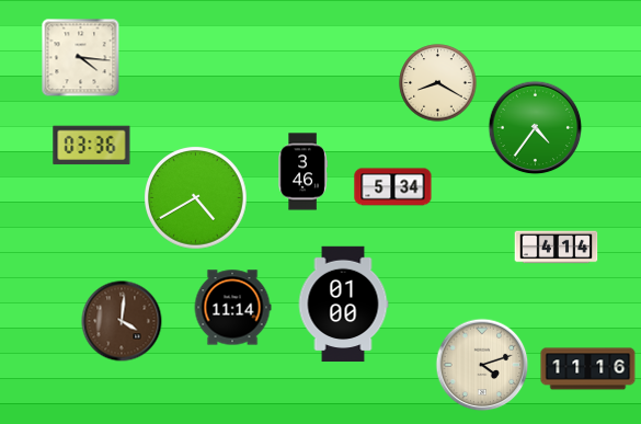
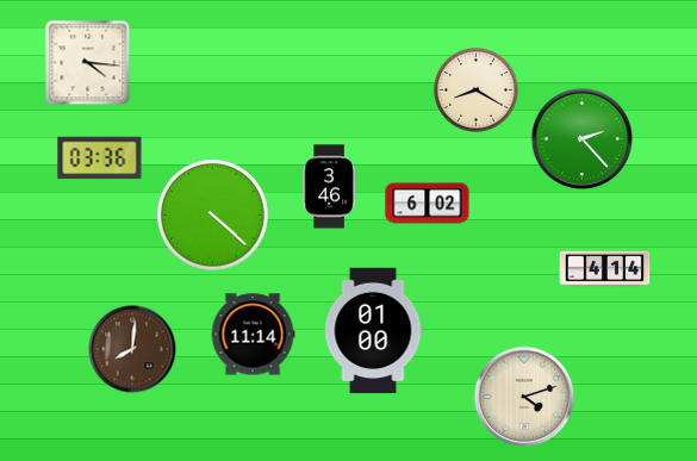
clock at (536, 128): 4:36 -> 2:23
clock at (393, 187): 5:34 -> 6:02
clock at (196, 198): 4:40 -> 4:22
clock at (122, 321): 4:01 -> 8:01
clock at (588, 369): 11:16 -> none
